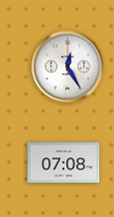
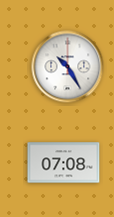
clock at (68, 67): 12:25 -> 10:25
